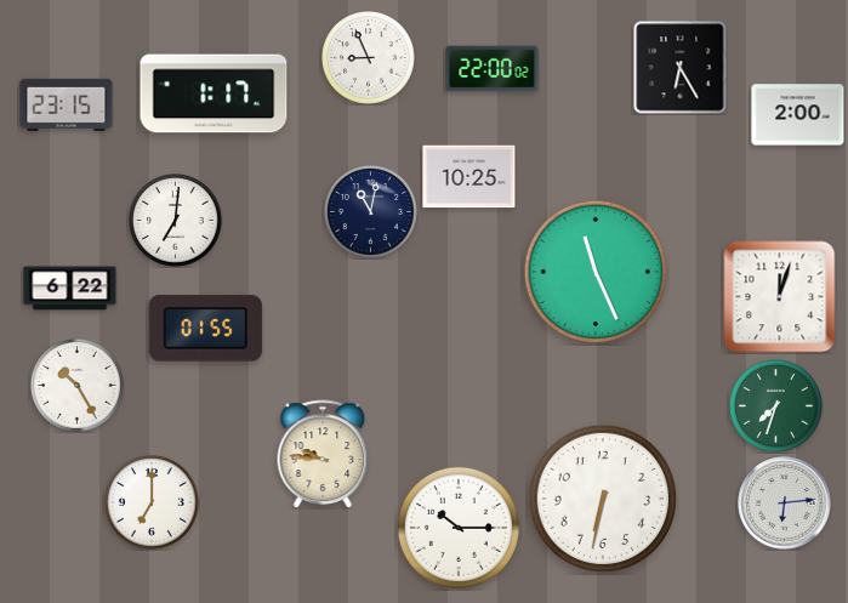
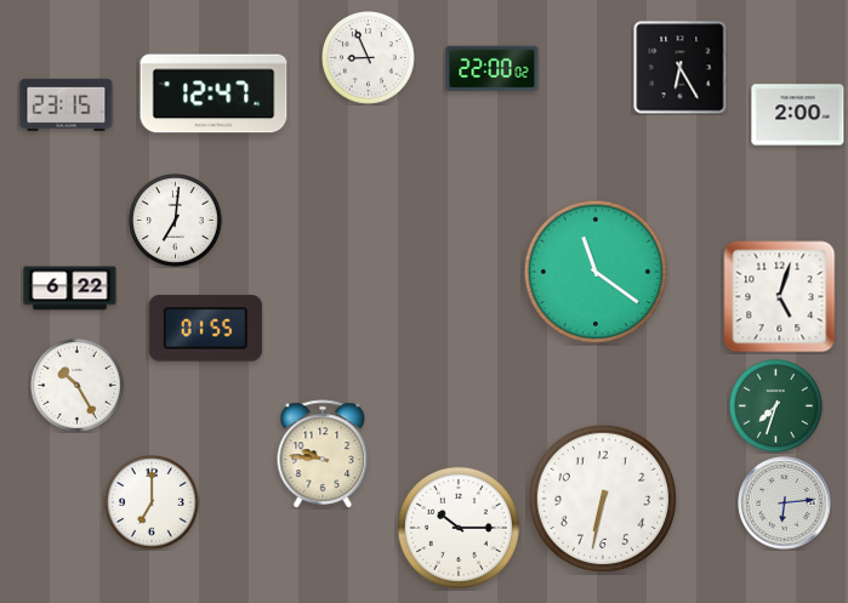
clock at (214, 93): 1:17 -> 12:47
clock at (469, 177): 10:25 -> none
clock at (371, 212): 11:02 -> none
clock at (594, 271): 11:26 -> 11:21
clock at (780, 297): 12:03 -> 5:03
